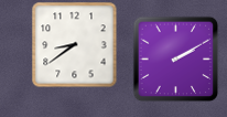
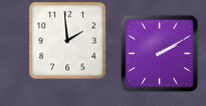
clock at (74, 44): 8:39 -> 1:59
